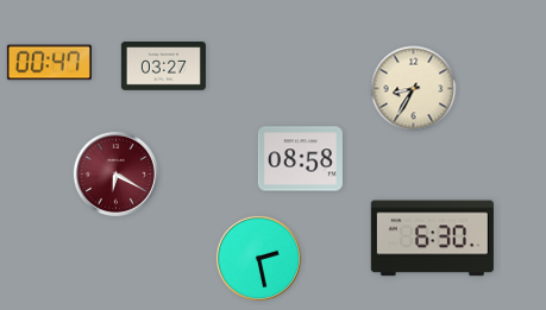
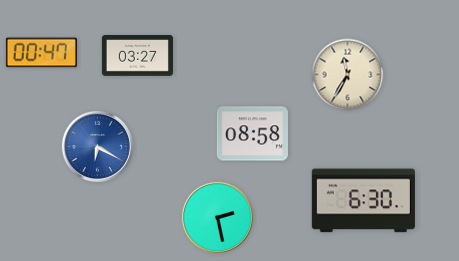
clock at (414, 89): 8:35 -> 11:35
clock at (115, 173) dial: burgundy -> blue
